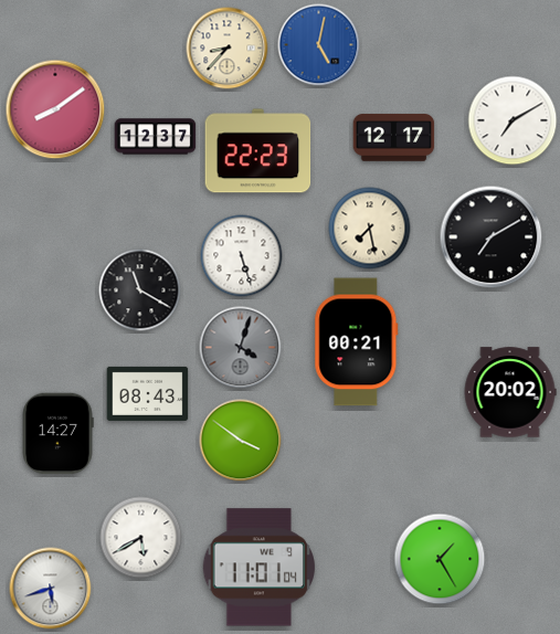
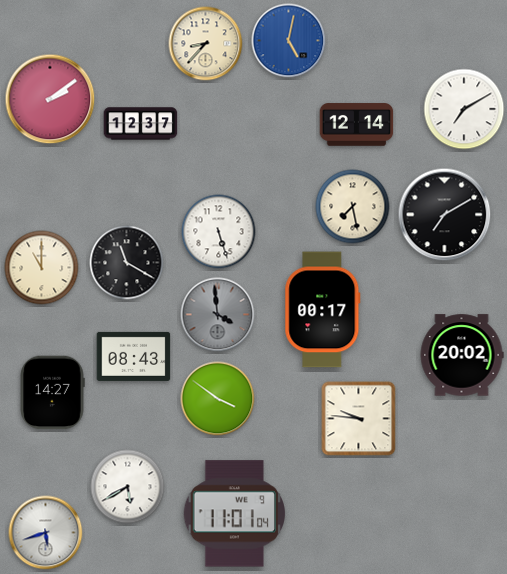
clock at (55, 109): 8:09 -> 2:09
clock at (394, 138): 12:17 -> 12:14
clock at (258, 151): 22:23 -> none
clock at (370, 229) position: (370, 229) -> (353, 207)
clock at (42, 268): none -> 11:00
clock at (357, 342): 00:21 -> 00:17
clock at (241, 348): 4:03 -> 3:59
clock at (359, 419): none -> 9:46
clock at (440, 559): 1:25 -> none
